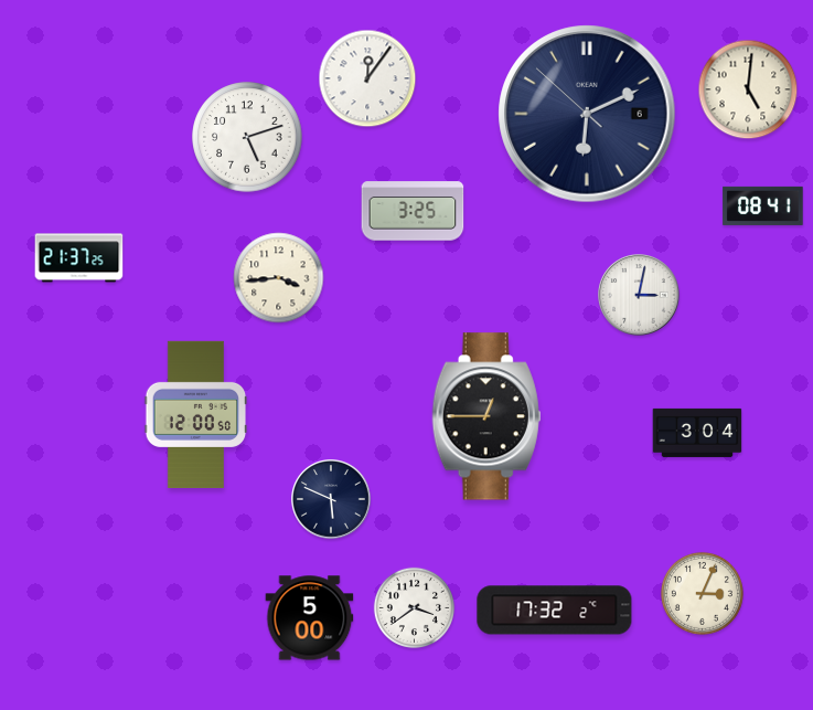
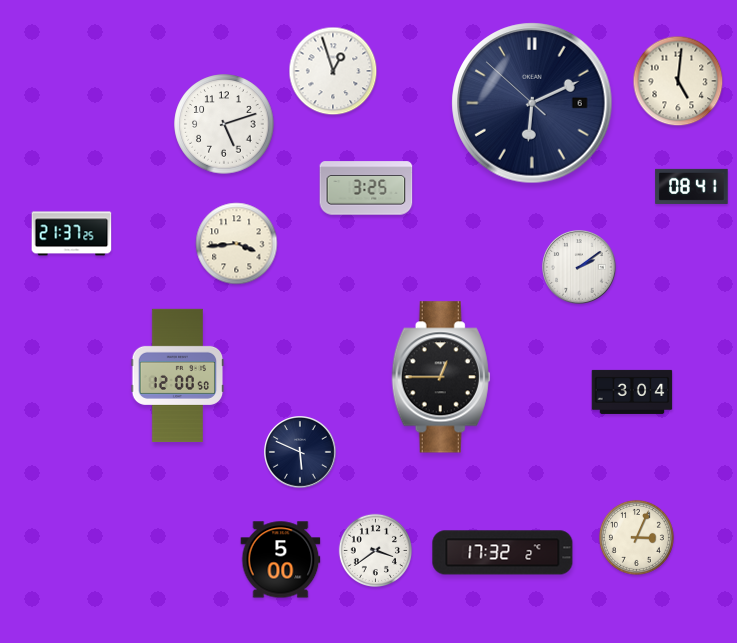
clock at (367, 78): 12:06 -> 12:57
clock at (413, 211) position: (413, 211) -> (366, 188)
clock at (279, 278) position: (279, 278) -> (237, 244)
clock at (639, 295): 3:02 -> 2:09
